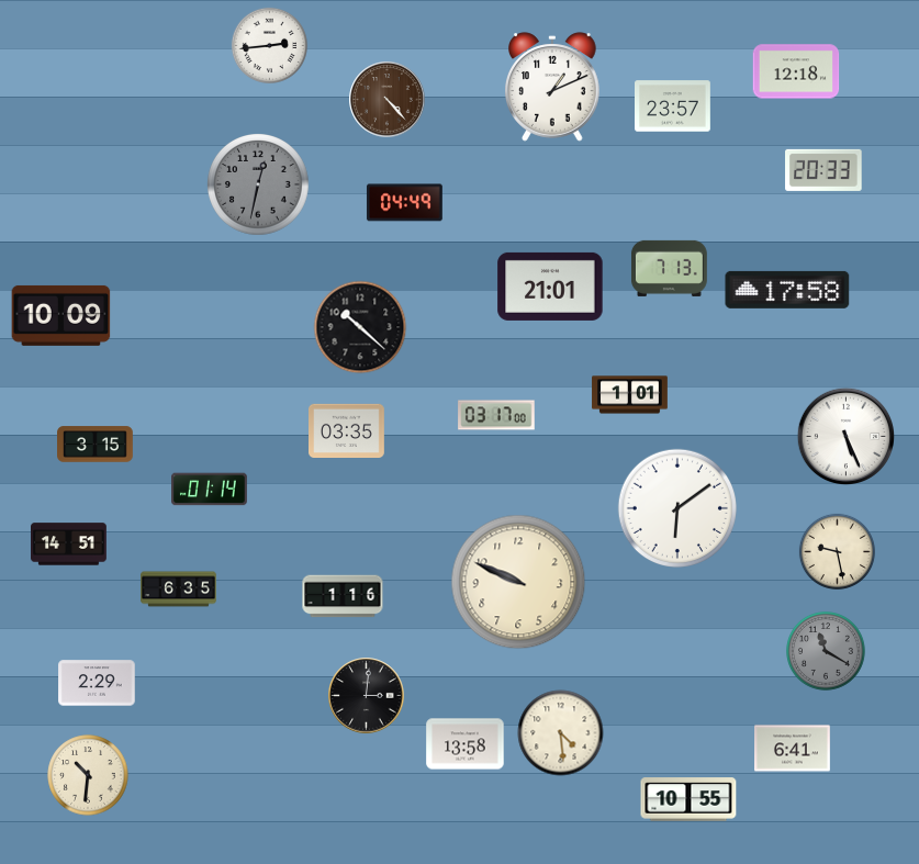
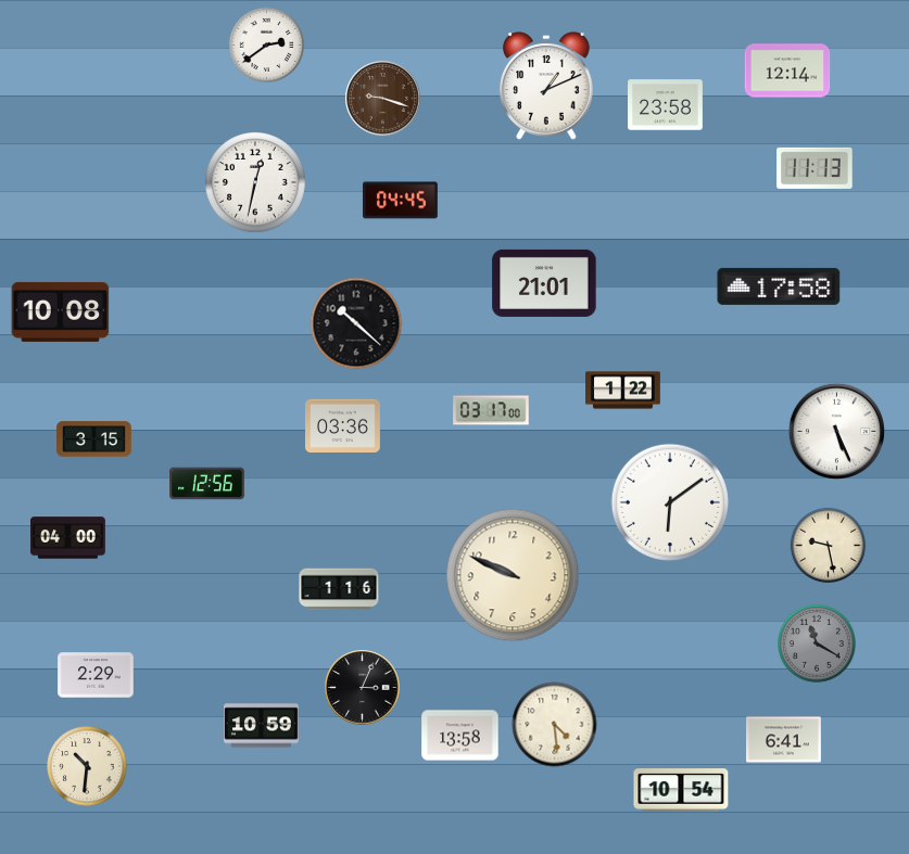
clock at (269, 45): 2:44 -> 2:39
clock at (796, 71): 12:18 -> 12:14
clock at (388, 100): 4:23 -> 9:18
clock at (673, 106): 23:57 -> 23:58
clock at (823, 170): 20:33 -> 11:13
clock at (259, 186) dial: grey -> white
clock at (404, 203): 04:49 -> 04:45
clock at (669, 268): 7:13 -> none
clock at (61, 315): 10:09 -> 10:08
clock at (630, 395): 1:01 -> 1:22
clock at (347, 430): 03:35 -> 03:36
clock at (210, 490): 01:14 -> 12:56
clock at (69, 545): 14:51 -> 04:00
clock at (179, 590): 6:35 -> none
clock at (367, 696): 3:01 -> 3:04
clock at (262, 726): none -> 10:59
clock at (688, 799): 10:55 -> 10:54
